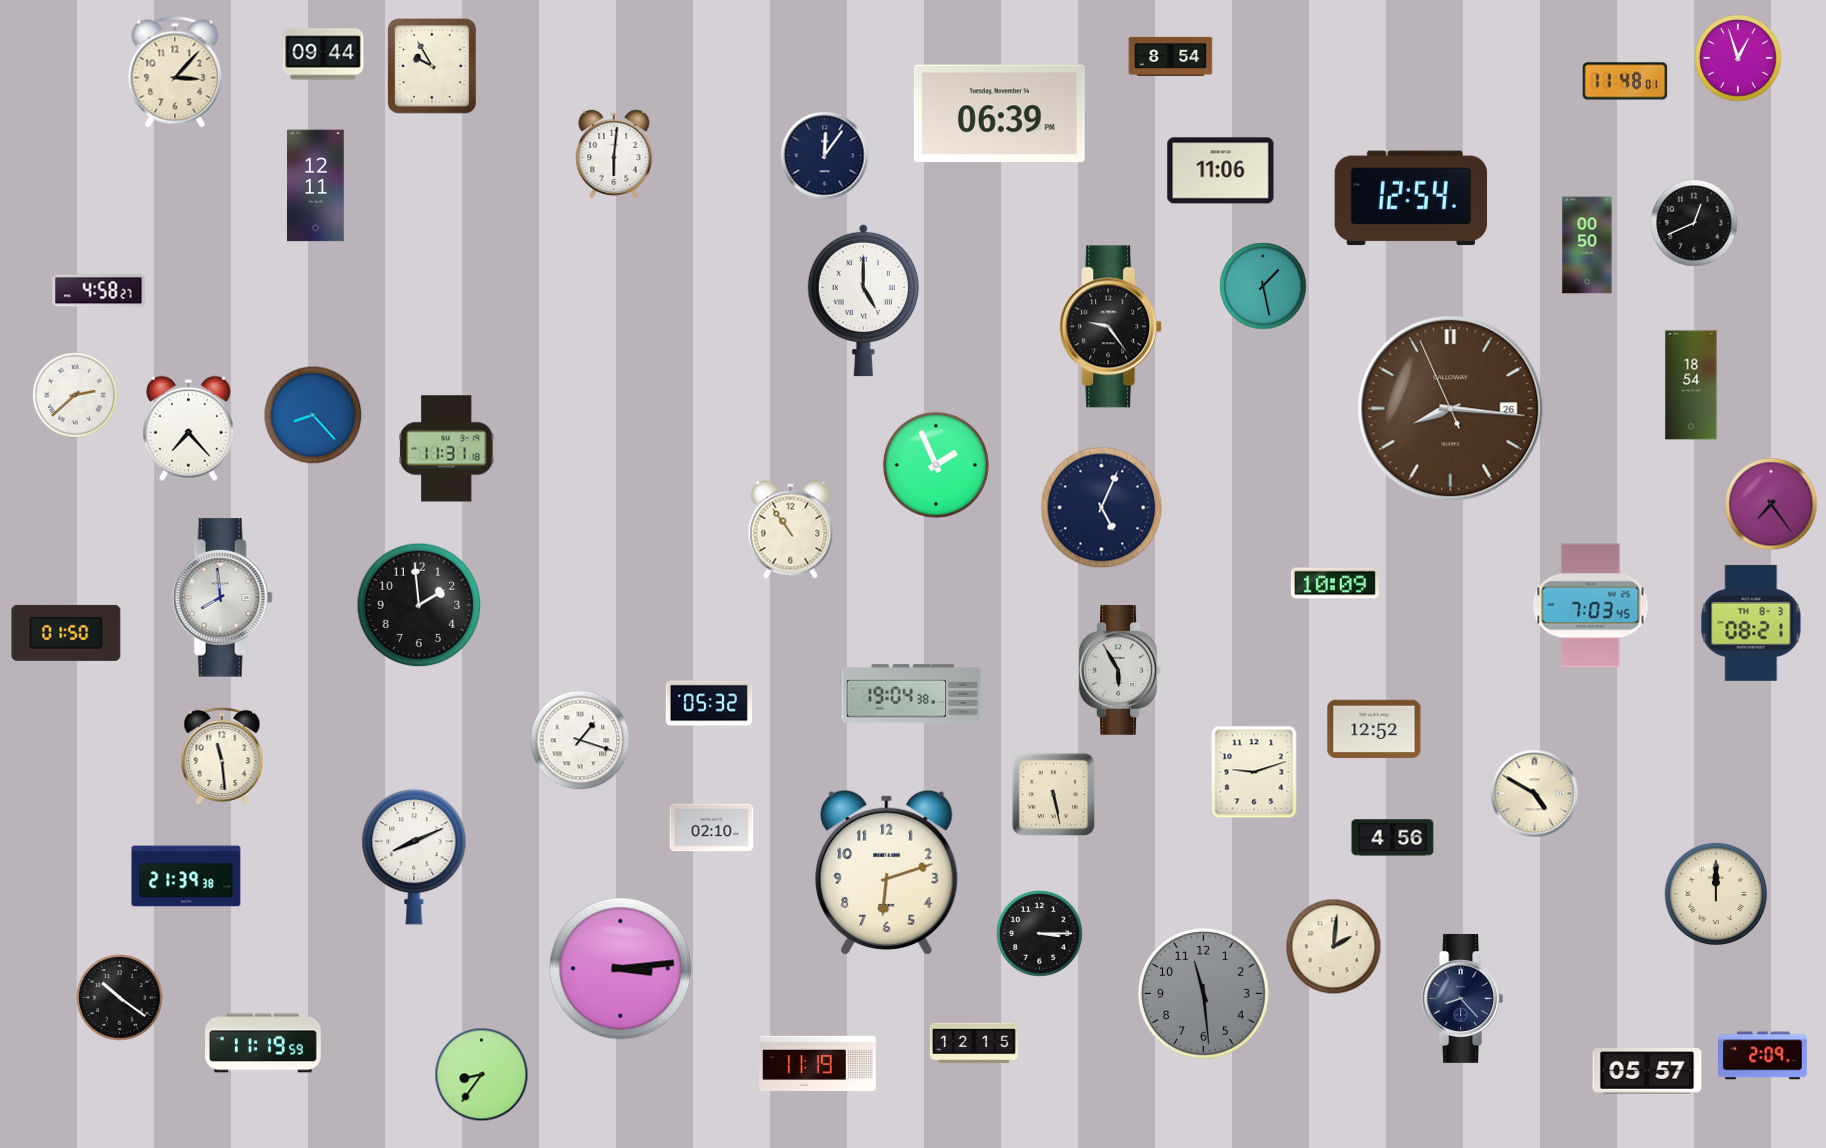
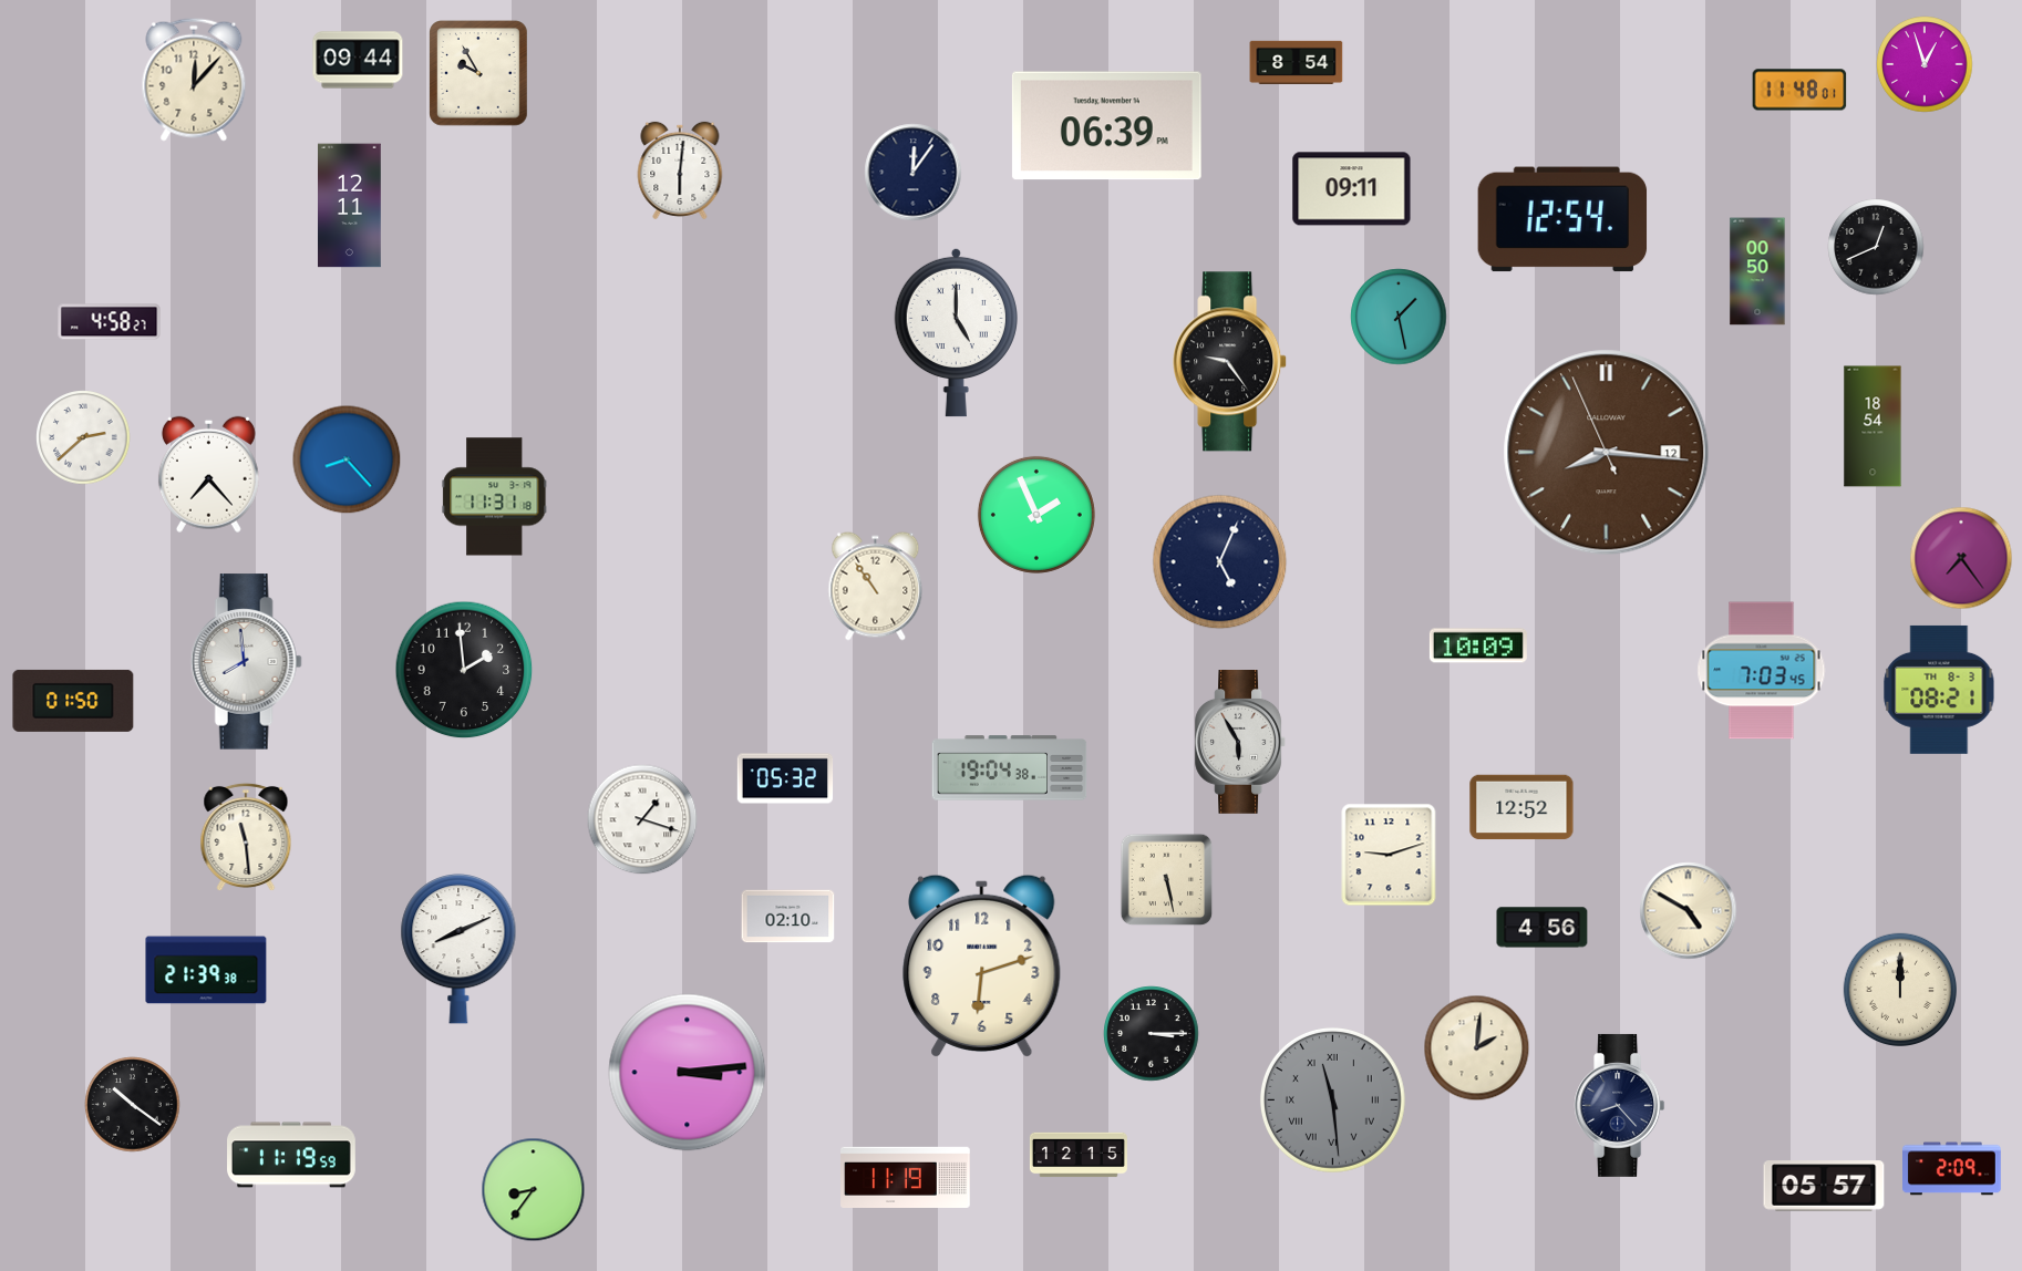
clock at (175, 72): 3:07 -> 12:07
clock at (1221, 171): 11:06 -> 09:11
clock at (1451, 409) date: 26 -> 12
clock at (1535, 794) position: (1535, 794) -> (1689, 911)
clock at (1203, 993) numerals: Arabic -> Roman
